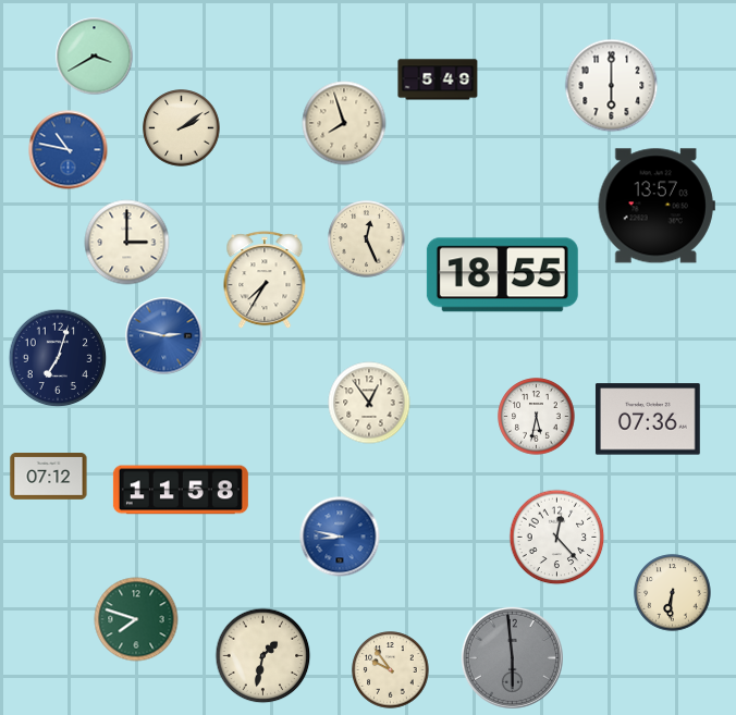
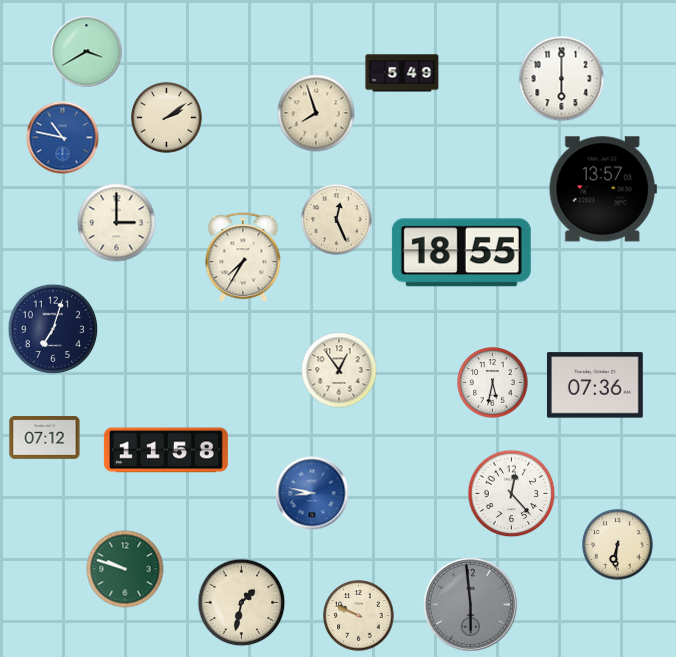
clock at (164, 336): 2:47 -> none
clock at (136, 619): 7:48 -> 9:48
clock at (391, 670): 9:54 -> 9:49
